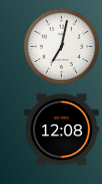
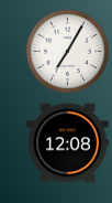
clock at (62, 47): 7:02 -> 7:05
